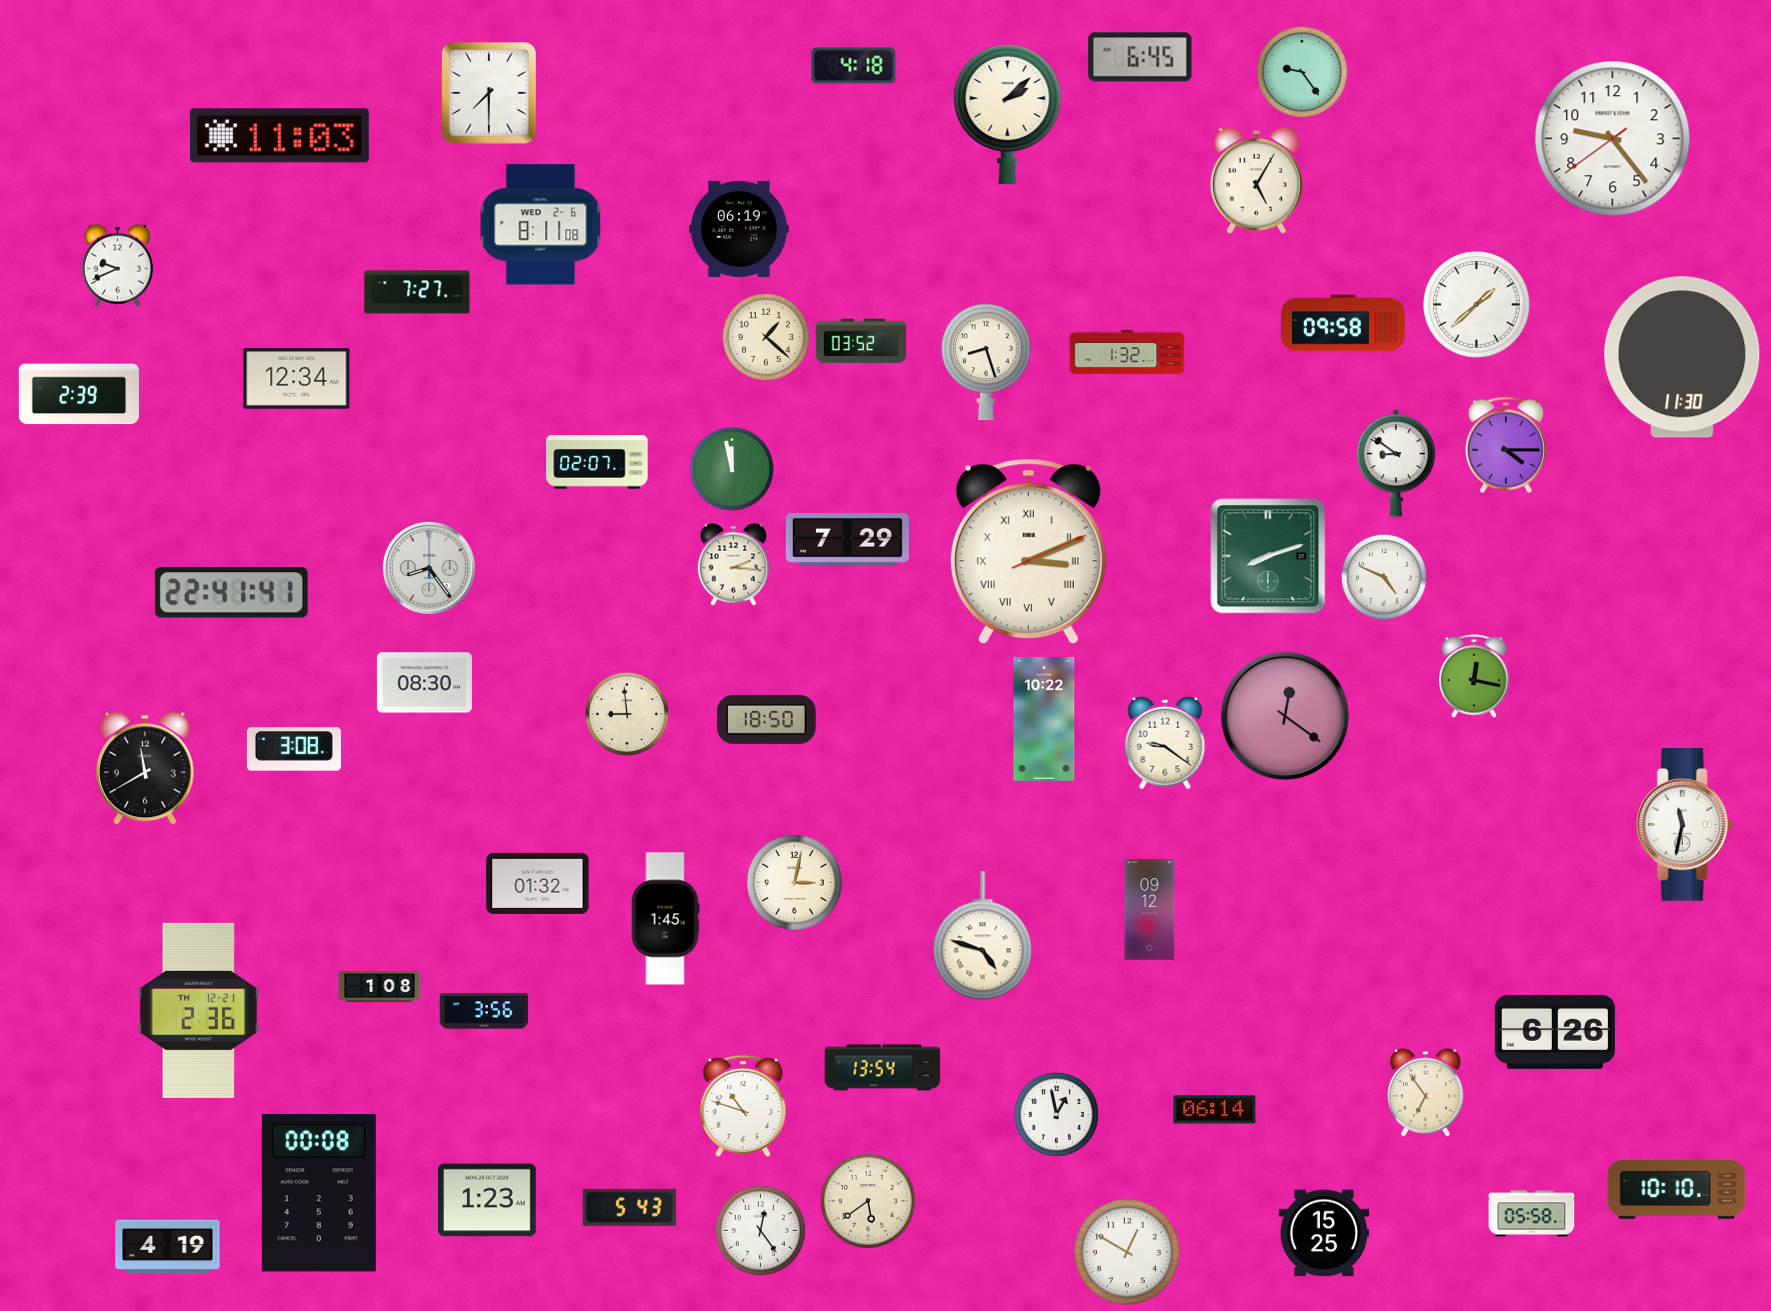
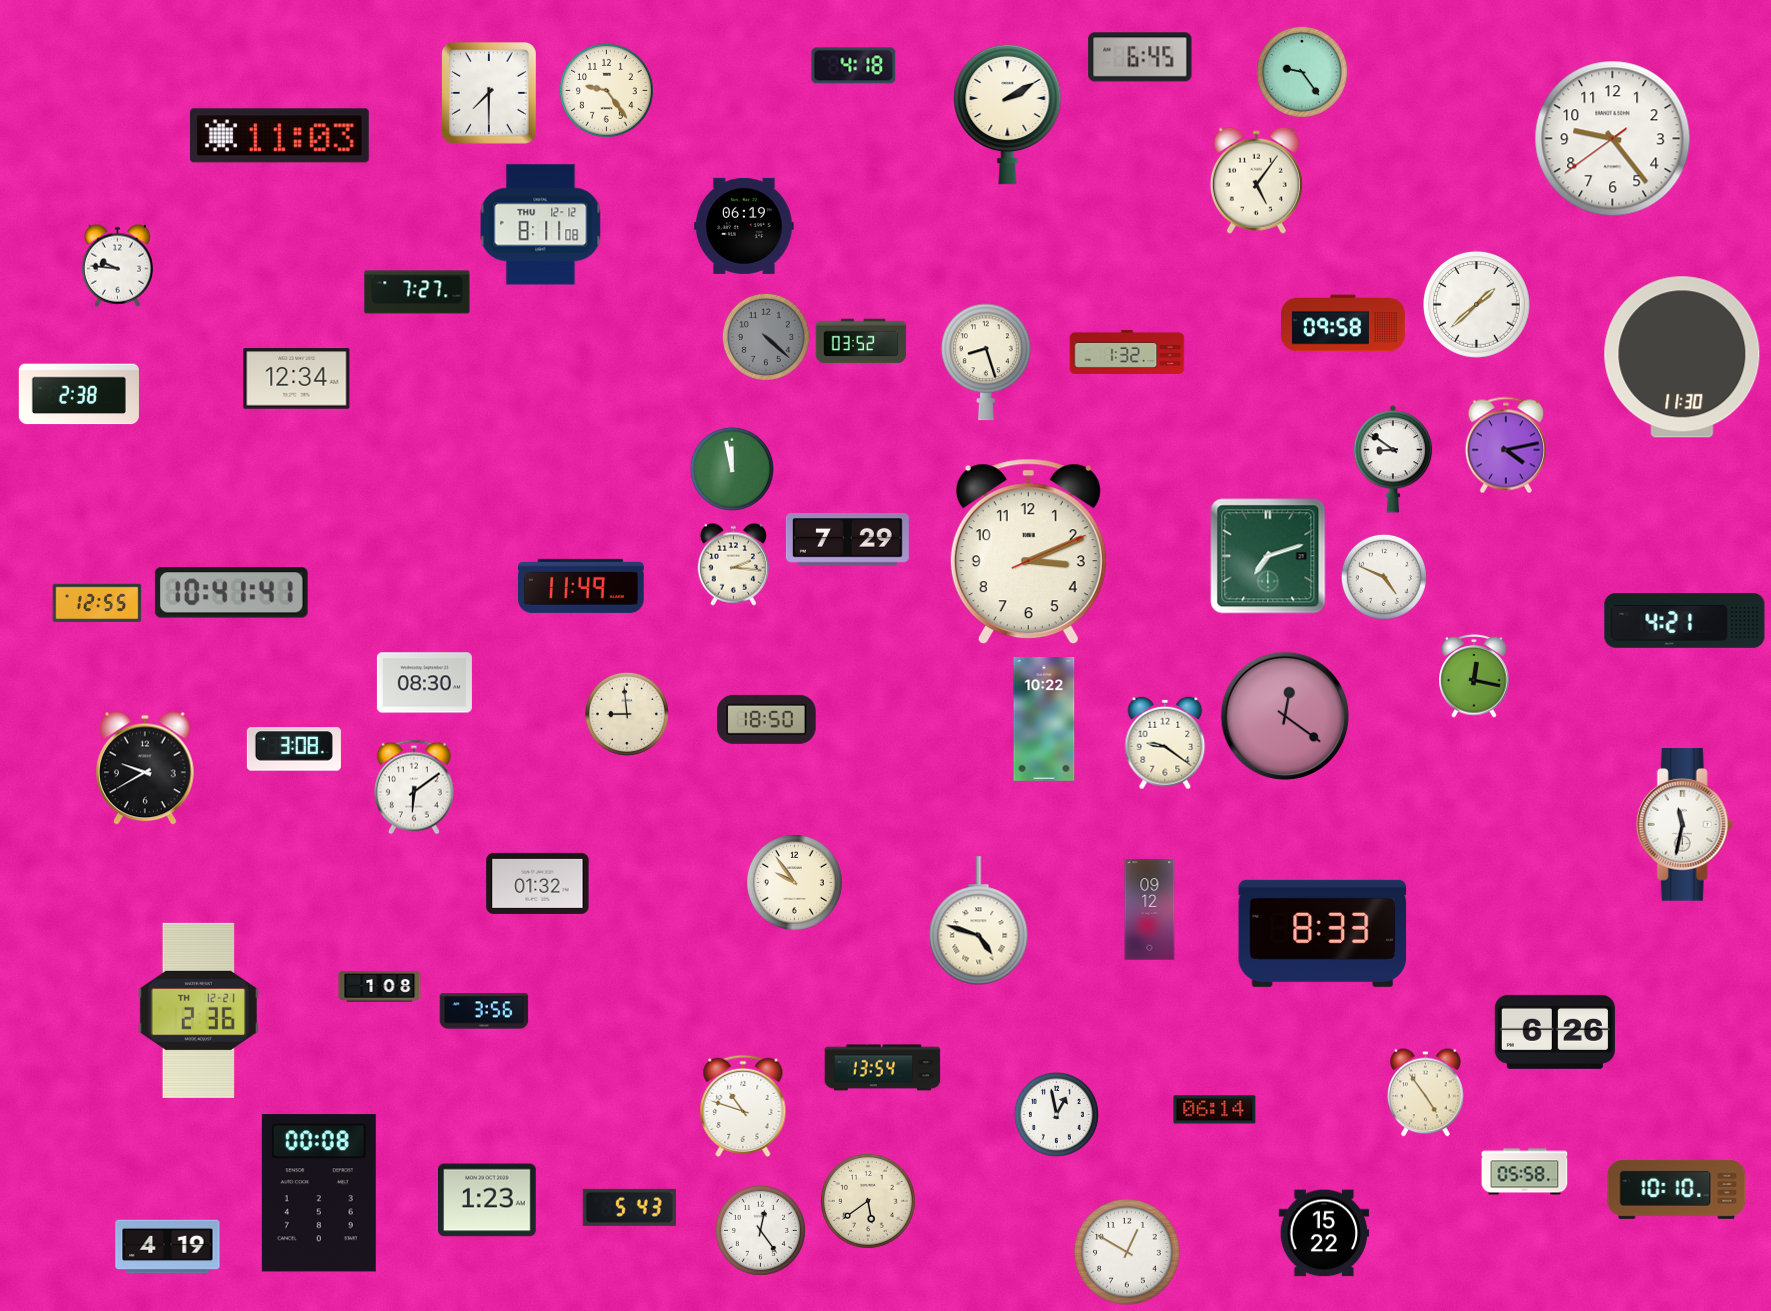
clock at (606, 90): none -> 9:24
clock at (1008, 114): 2:08 -> 2:10
clock at (1256, 180): 5:05 -> 5:06
clock at (541, 225) date: WED 2-6 -> THU 12-12
clock at (739, 229) position: (739, 229) -> (744, 226)
clock at (117, 265): 9:41 -> 9:46
clock at (766, 337): 1:22 -> 4:22
clock at (766, 337) dial: cream -> grey
clock at (79, 394): 2:39 -> 2:38
clock at (1506, 445): 4:15 -> 4:13
clock at (597, 462): 02:07 -> none
clock at (1396, 463) position: (1396, 463) -> (1393, 459)
clock at (1028, 552) numerals: Roman -> Arabic
clock at (1268, 556): 8:12 -> 7:12
clock at (429, 568): 8:24 -> none
clock at (581, 586): none -> 11:49
clock at (231, 593): 22:41 -> 10:41
clock at (97, 603): none -> 12:55
clock at (1685, 621): none -> 4:21
clock at (145, 768): 11:40 -> 9:40
clock at (414, 787): none -> 6:09
clock at (794, 882): 3:02 -> 9:54
clock at (665, 919): 1:45 -> none
clock at (1323, 933): none -> 8:33
clock at (983, 936) position: (983, 936) -> (979, 921)
clock at (1426, 1093): 6:54 -> 4:54
clock at (1532, 1214) position: (1532, 1214) -> (1525, 1172)
clock at (1324, 1233): 15:25 -> 15:22
